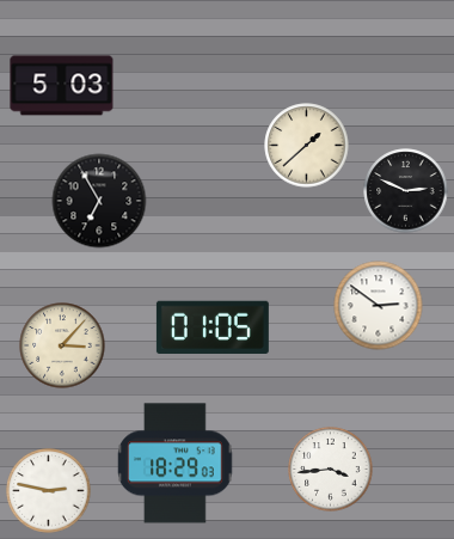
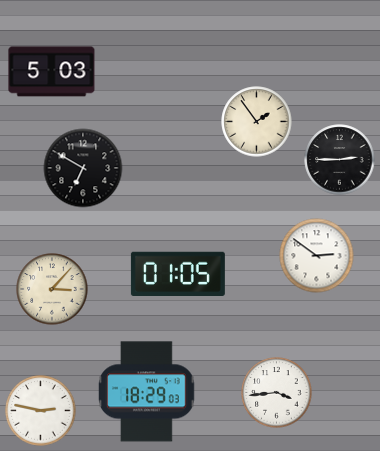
clock at (307, 146): 1:38 -> 1:54
clock at (406, 191): 2:49 -> 2:45
clock at (99, 201): 6:55 -> 6:50
clock at (176, 464) position: (176, 464) -> (147, 392)
